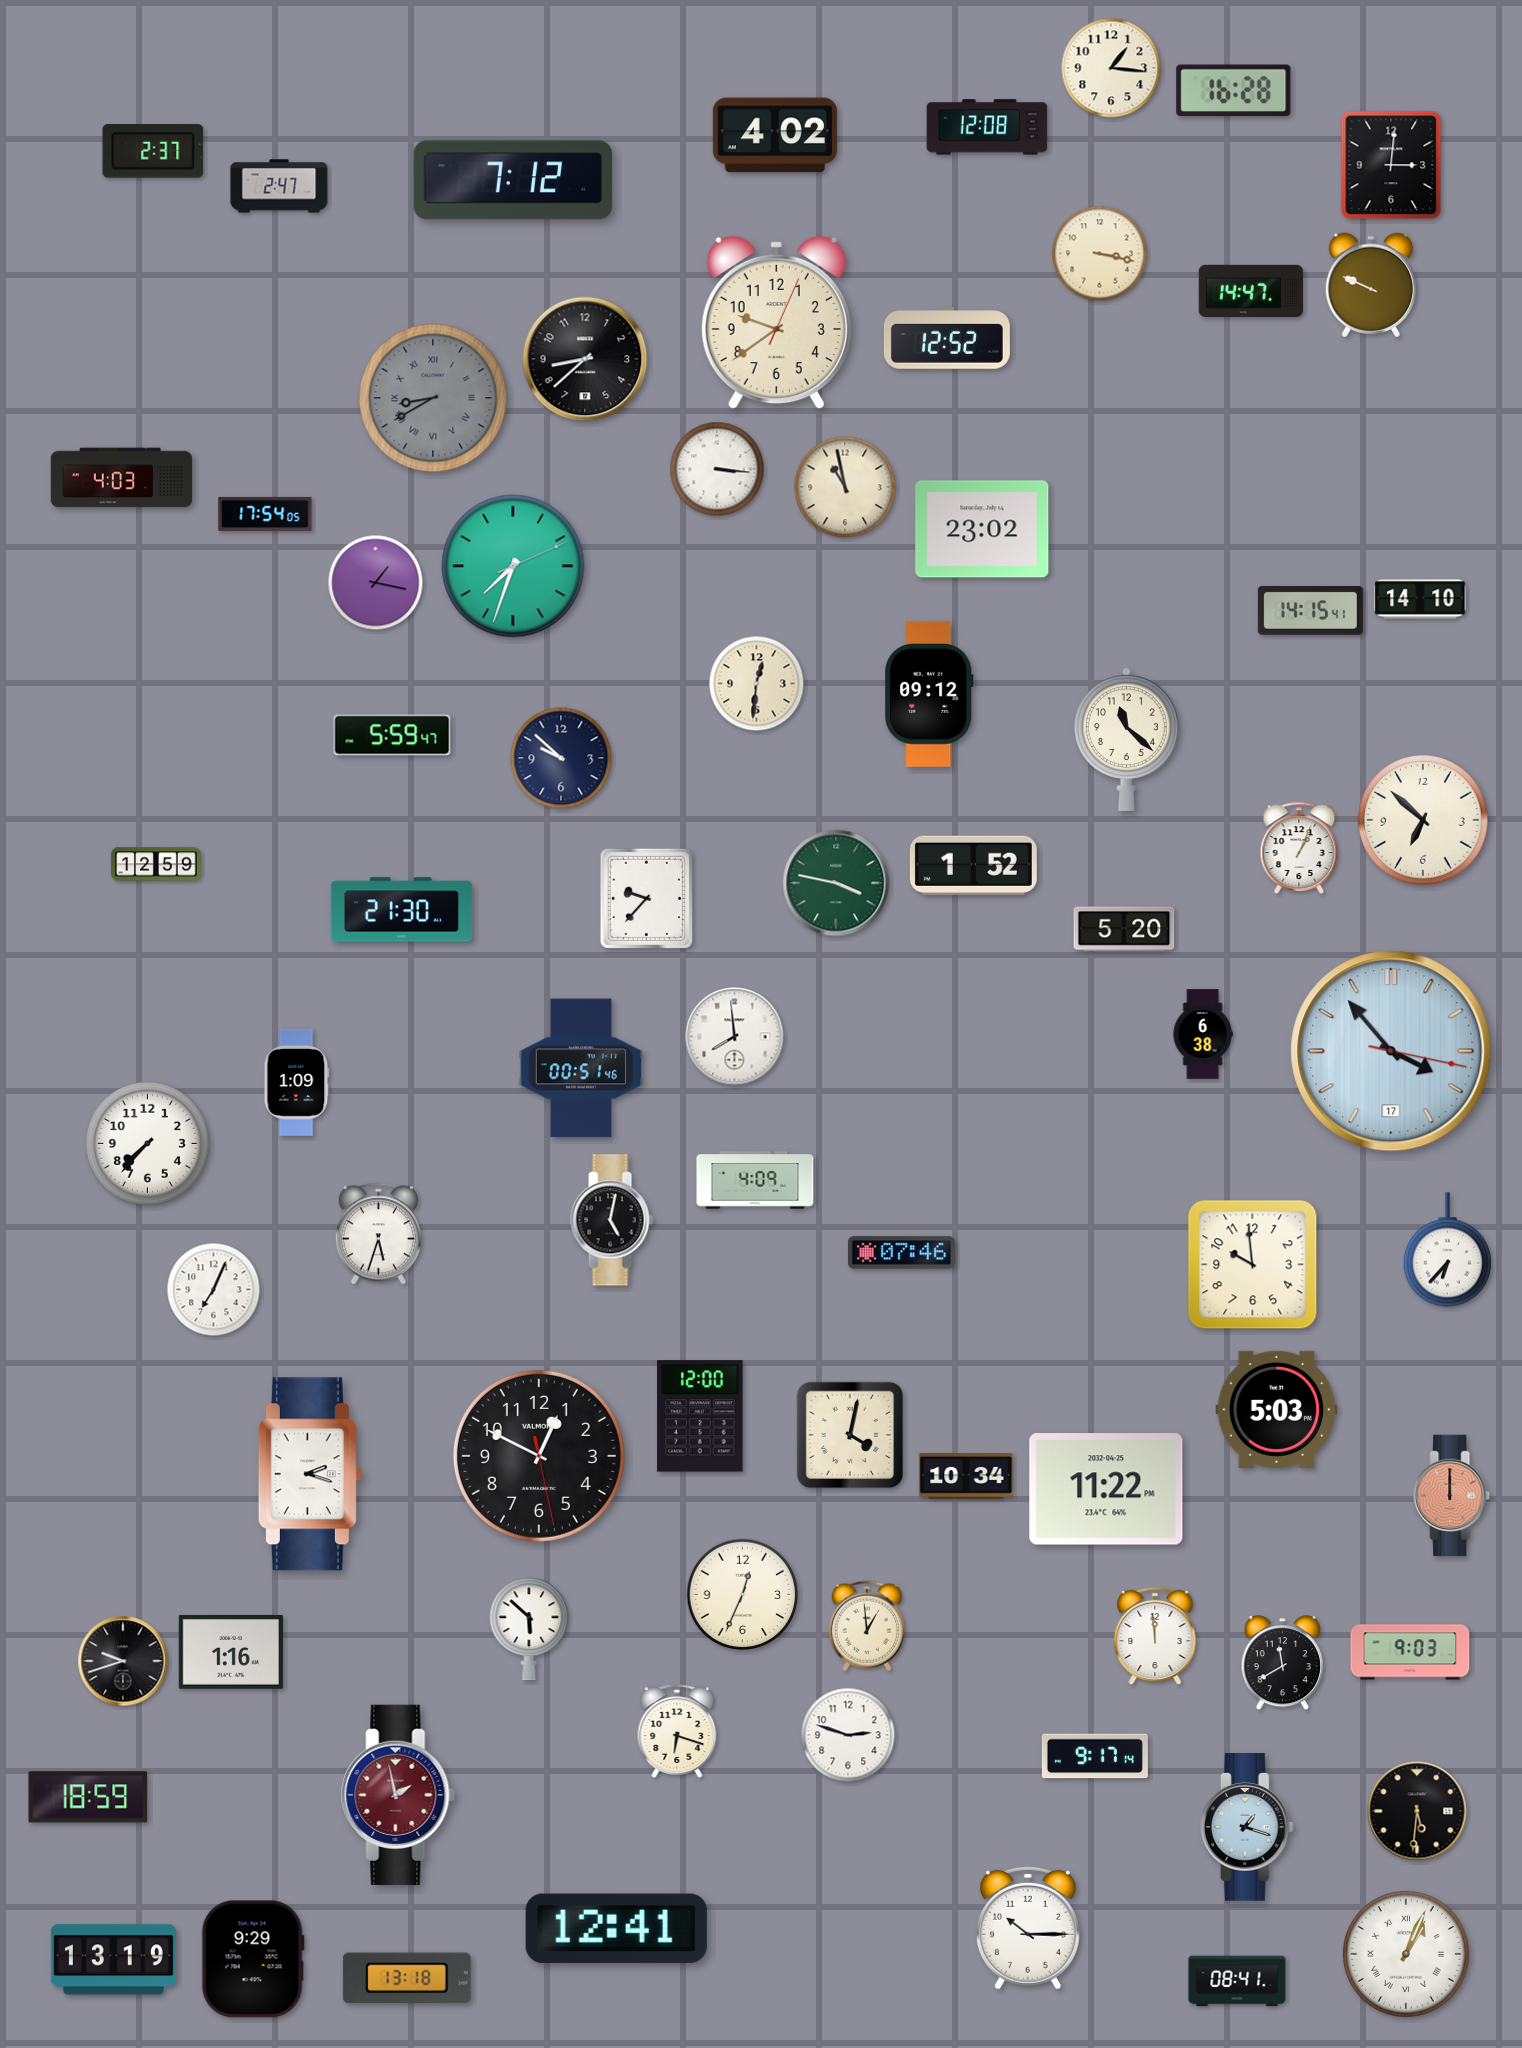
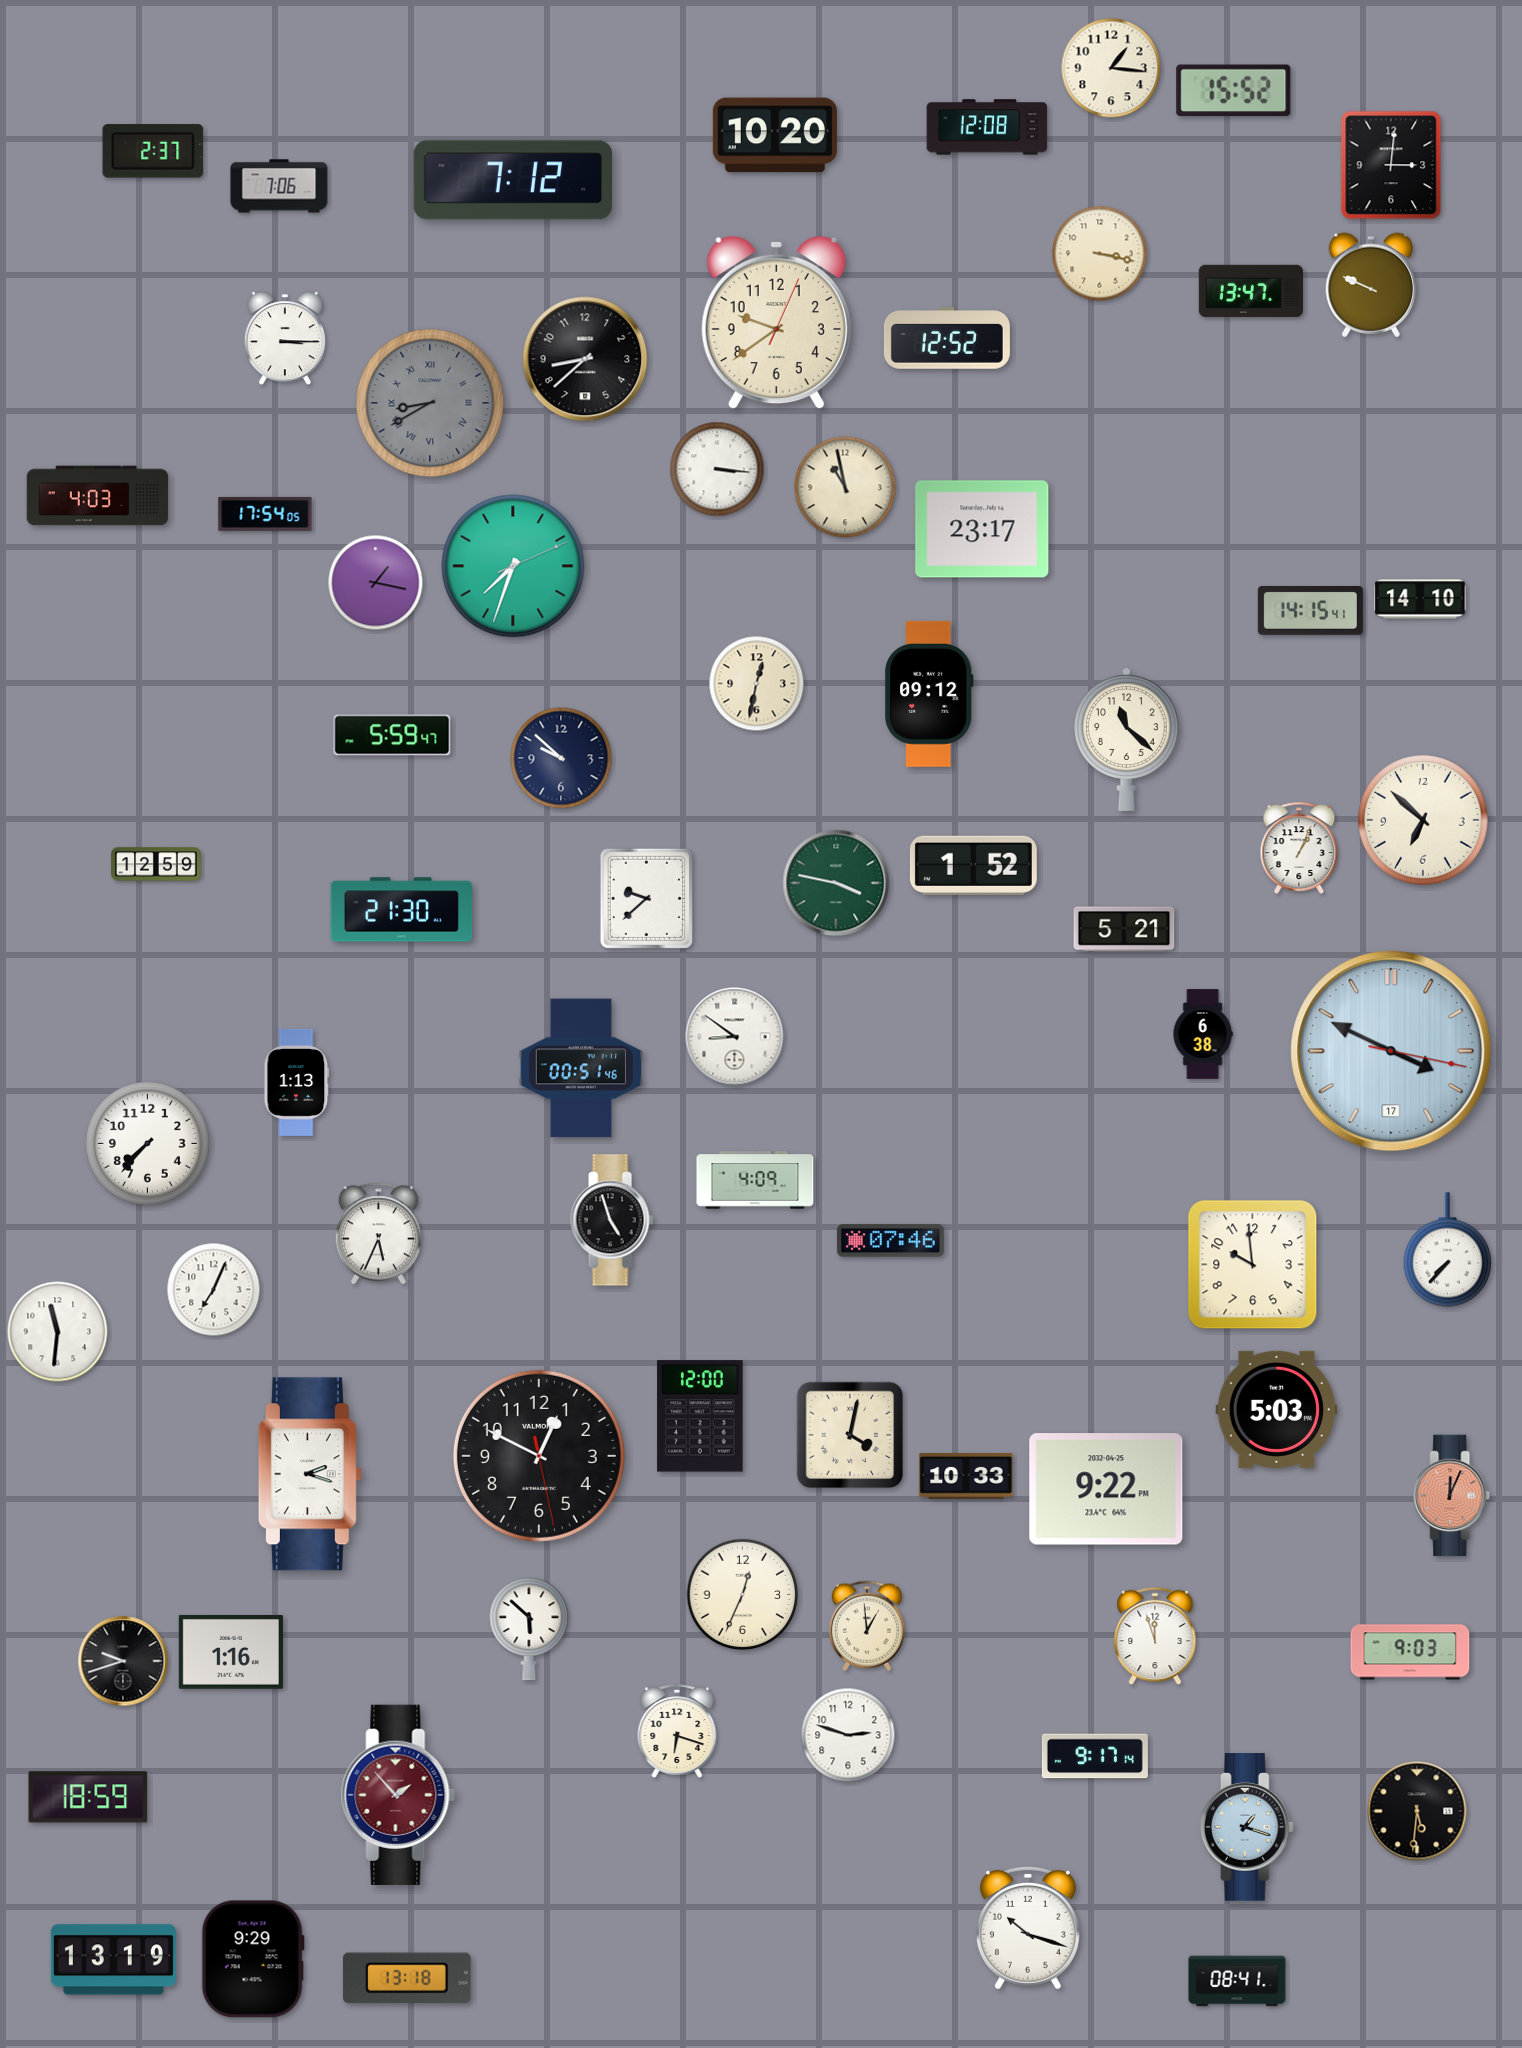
clock at (1234, 91): 16:28 -> 15:52
clock at (775, 135): 4:02 -> 10:20
clock at (279, 186): 2:47 -> 7:06
clock at (1251, 291): 14:47 -> 13:47
clock at (285, 339): none -> 3:15
clock at (433, 398) position: (433, 398) -> (430, 403)
clock at (122, 478) position: (122, 478) -> (98, 496)
clock at (982, 529): 23:02 -> 23:17
clock at (757, 684): 12:31 -> 12:32
clock at (646, 898): 9:37 -> 9:38
clock at (1124, 929): 5:20 -> 5:21
clock at (735, 1037): 7:59 -> 8:51
clock at (1391, 1051): 3:53 -> 3:49
clock at (297, 1082): 1:09 -> 1:13
clock at (612, 1220): 5:02 -> 4:57
clock at (378, 1234): 5:33 -> 5:34
clock at (1447, 1250): 6:37 -> 7:37
clock at (901, 1253) position: (901, 1253) -> (890, 1241)
clock at (58, 1332): none -> 11:31
clock at (966, 1477): 10:34 -> 10:33
clock at (1106, 1489): 11:22 -> 9:22
clock at (1452, 1496): 12:00 -> 12:04
clock at (1155, 1636): 11:59 -> 11:57
clock at (1282, 1663): 11:40 -> none
clock at (398, 1795): 1:58 -> 1:53
clock at (616, 1928): 12:41 -> none
clock at (1028, 1928): 10:15 -> 10:18
clock at (1407, 1955): 1:04 -> none
